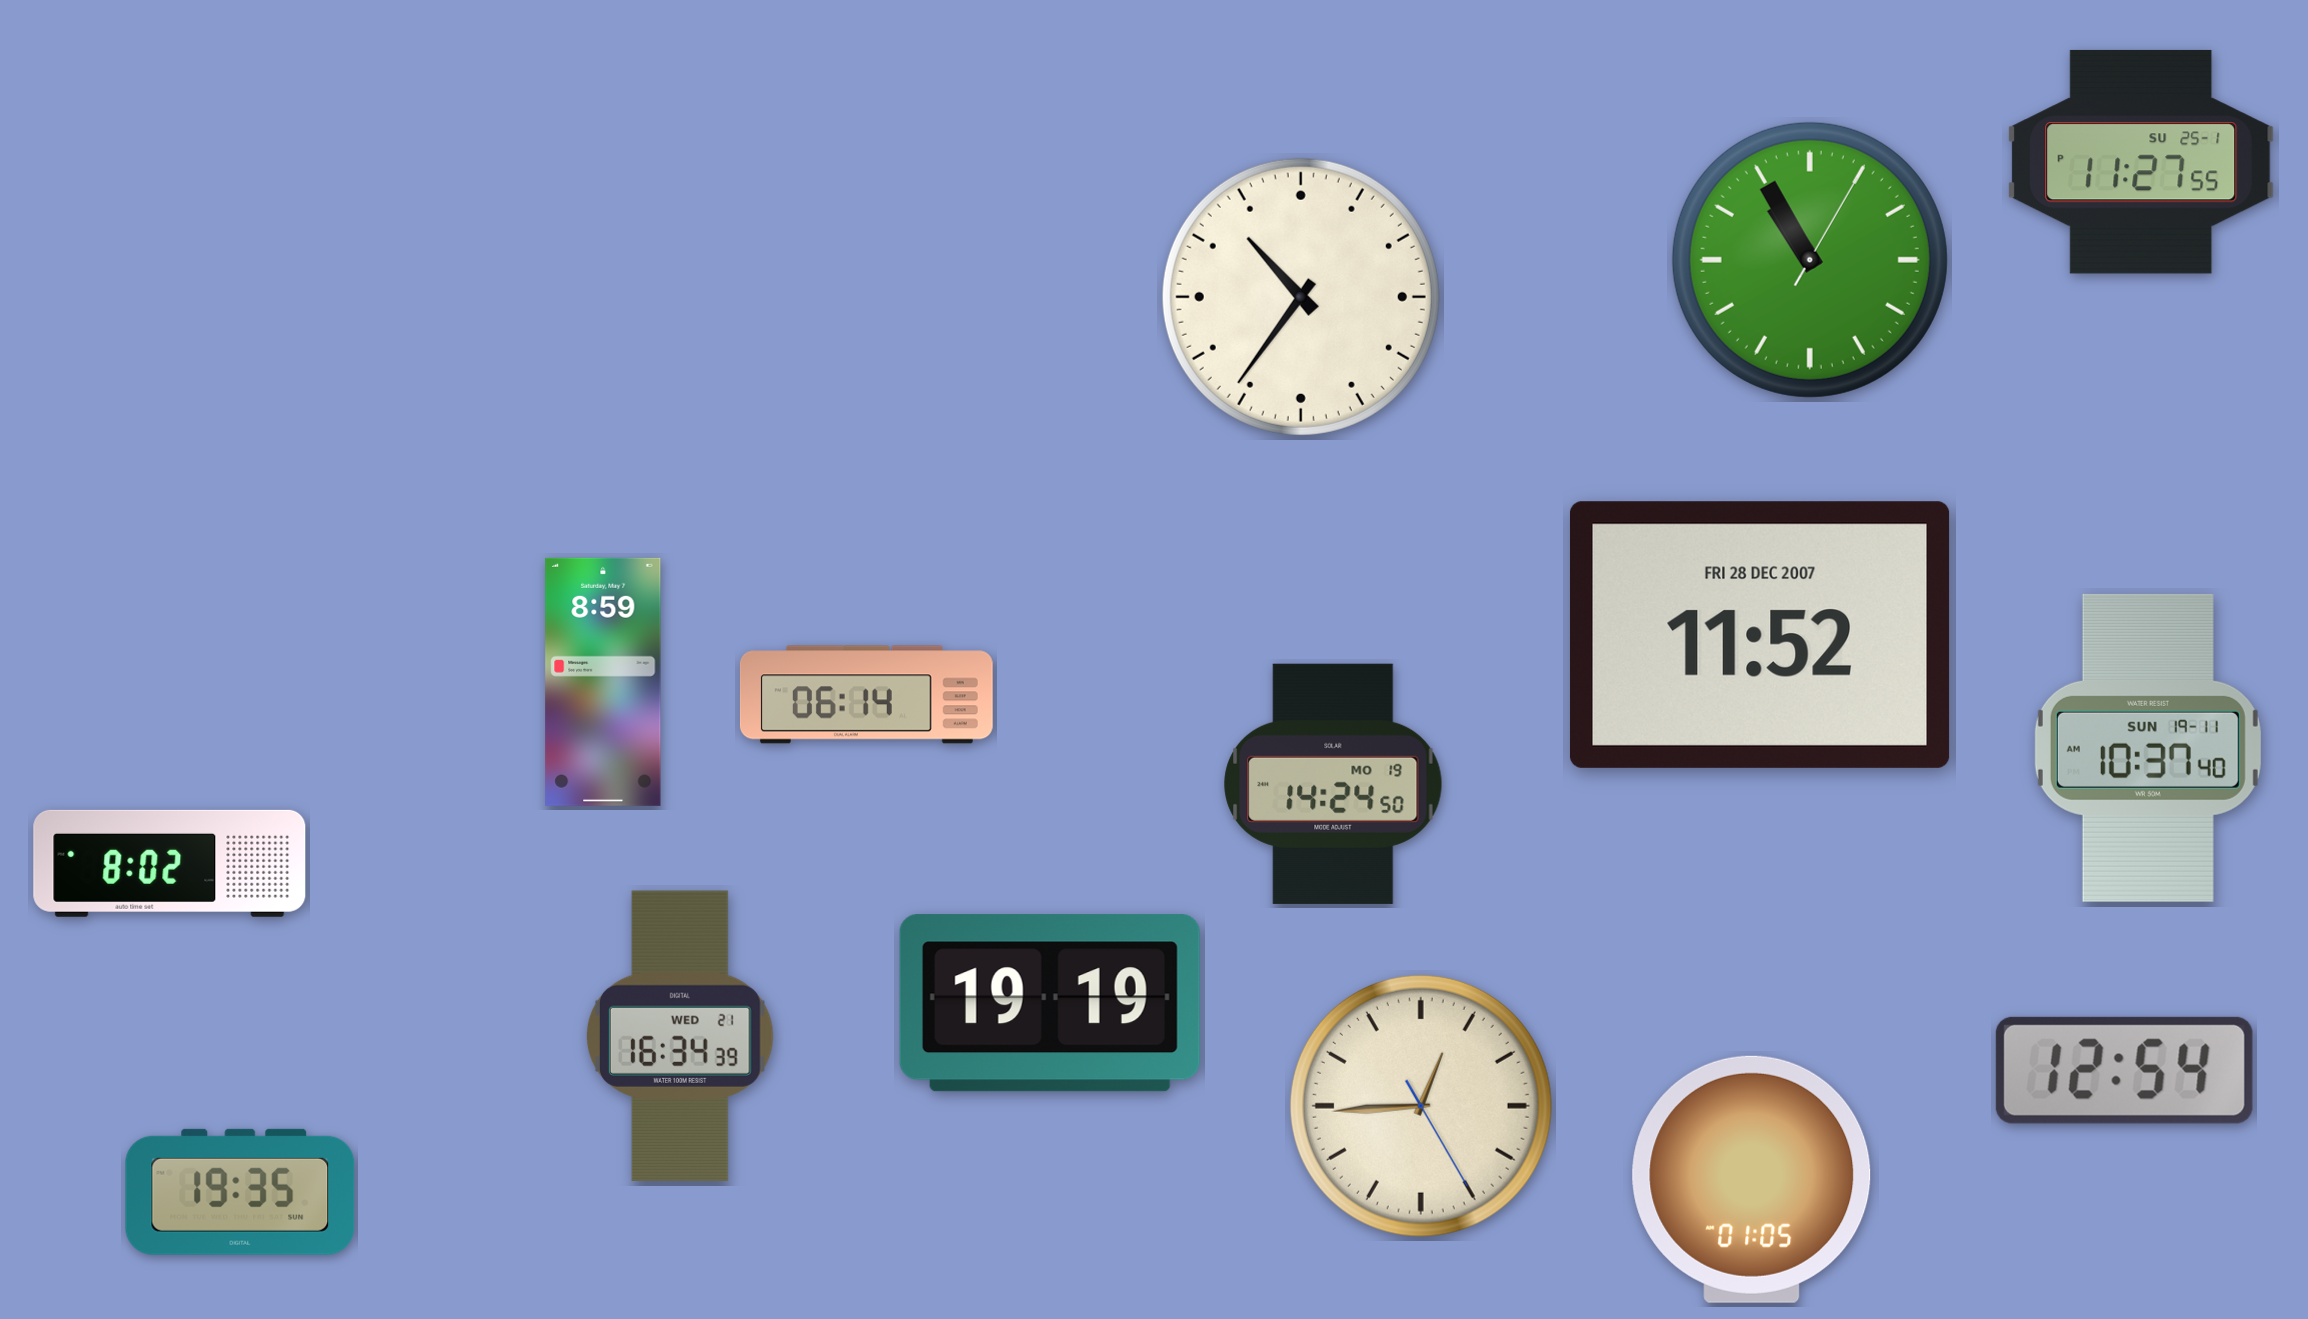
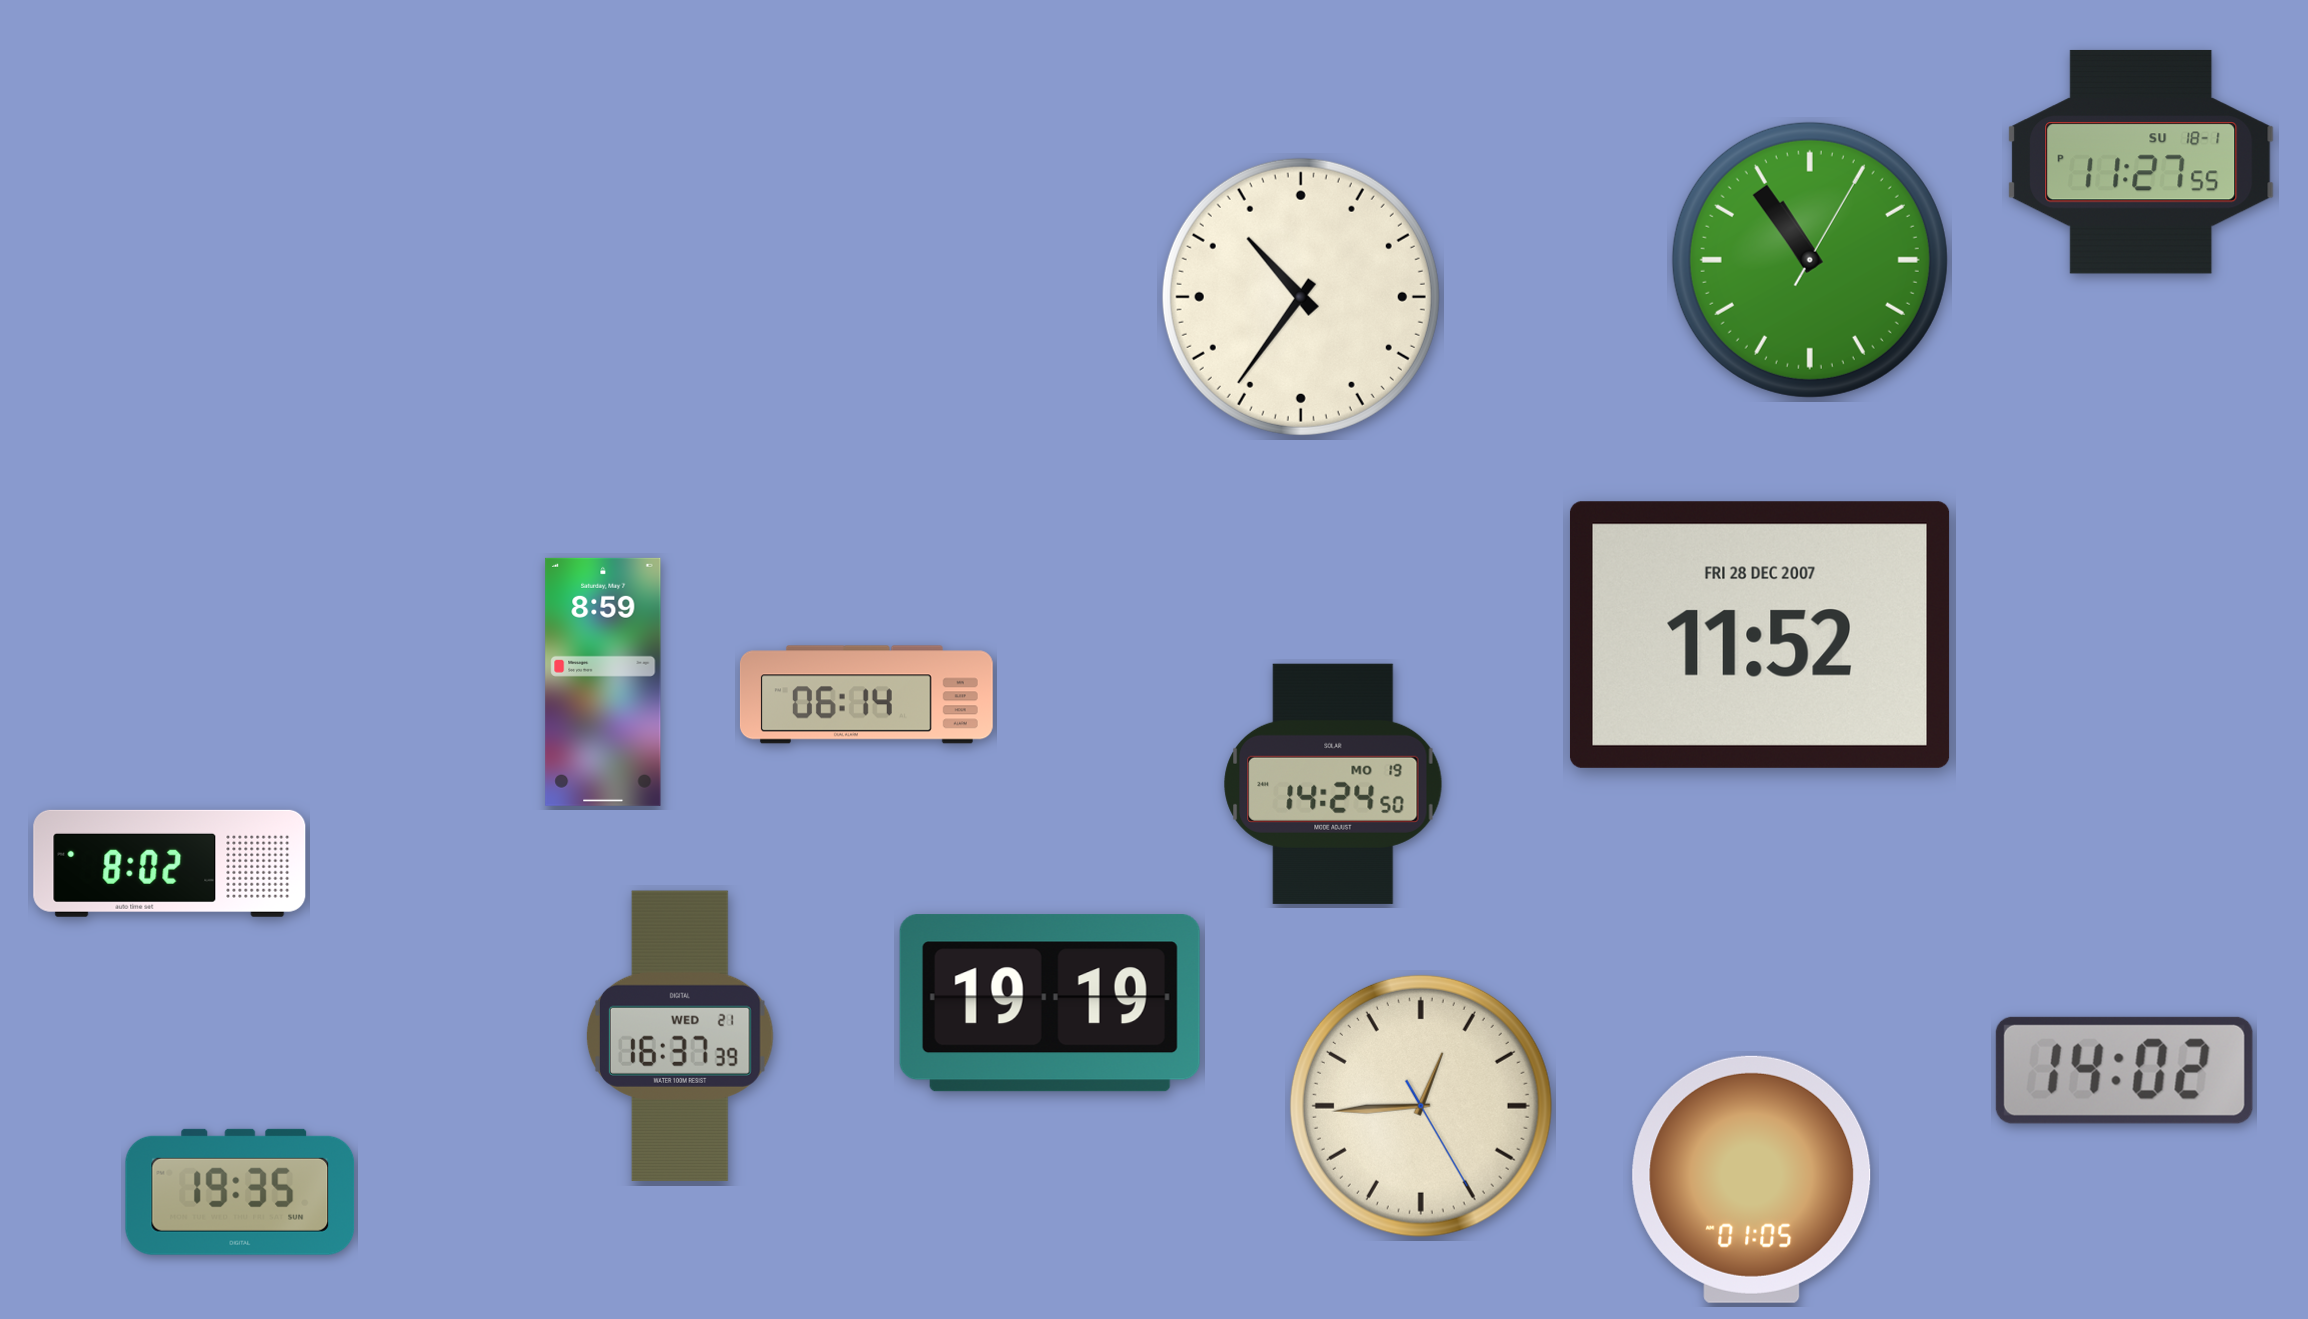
clock at (2141, 162) date: SU 25-1 -> SU 18-1
clock at (1810, 260): 10:55 -> 10:54
clock at (2148, 748): 10:37 -> none
clock at (680, 1036): 16:34 -> 16:37
clock at (2124, 1070): 12:54 -> 14:02
